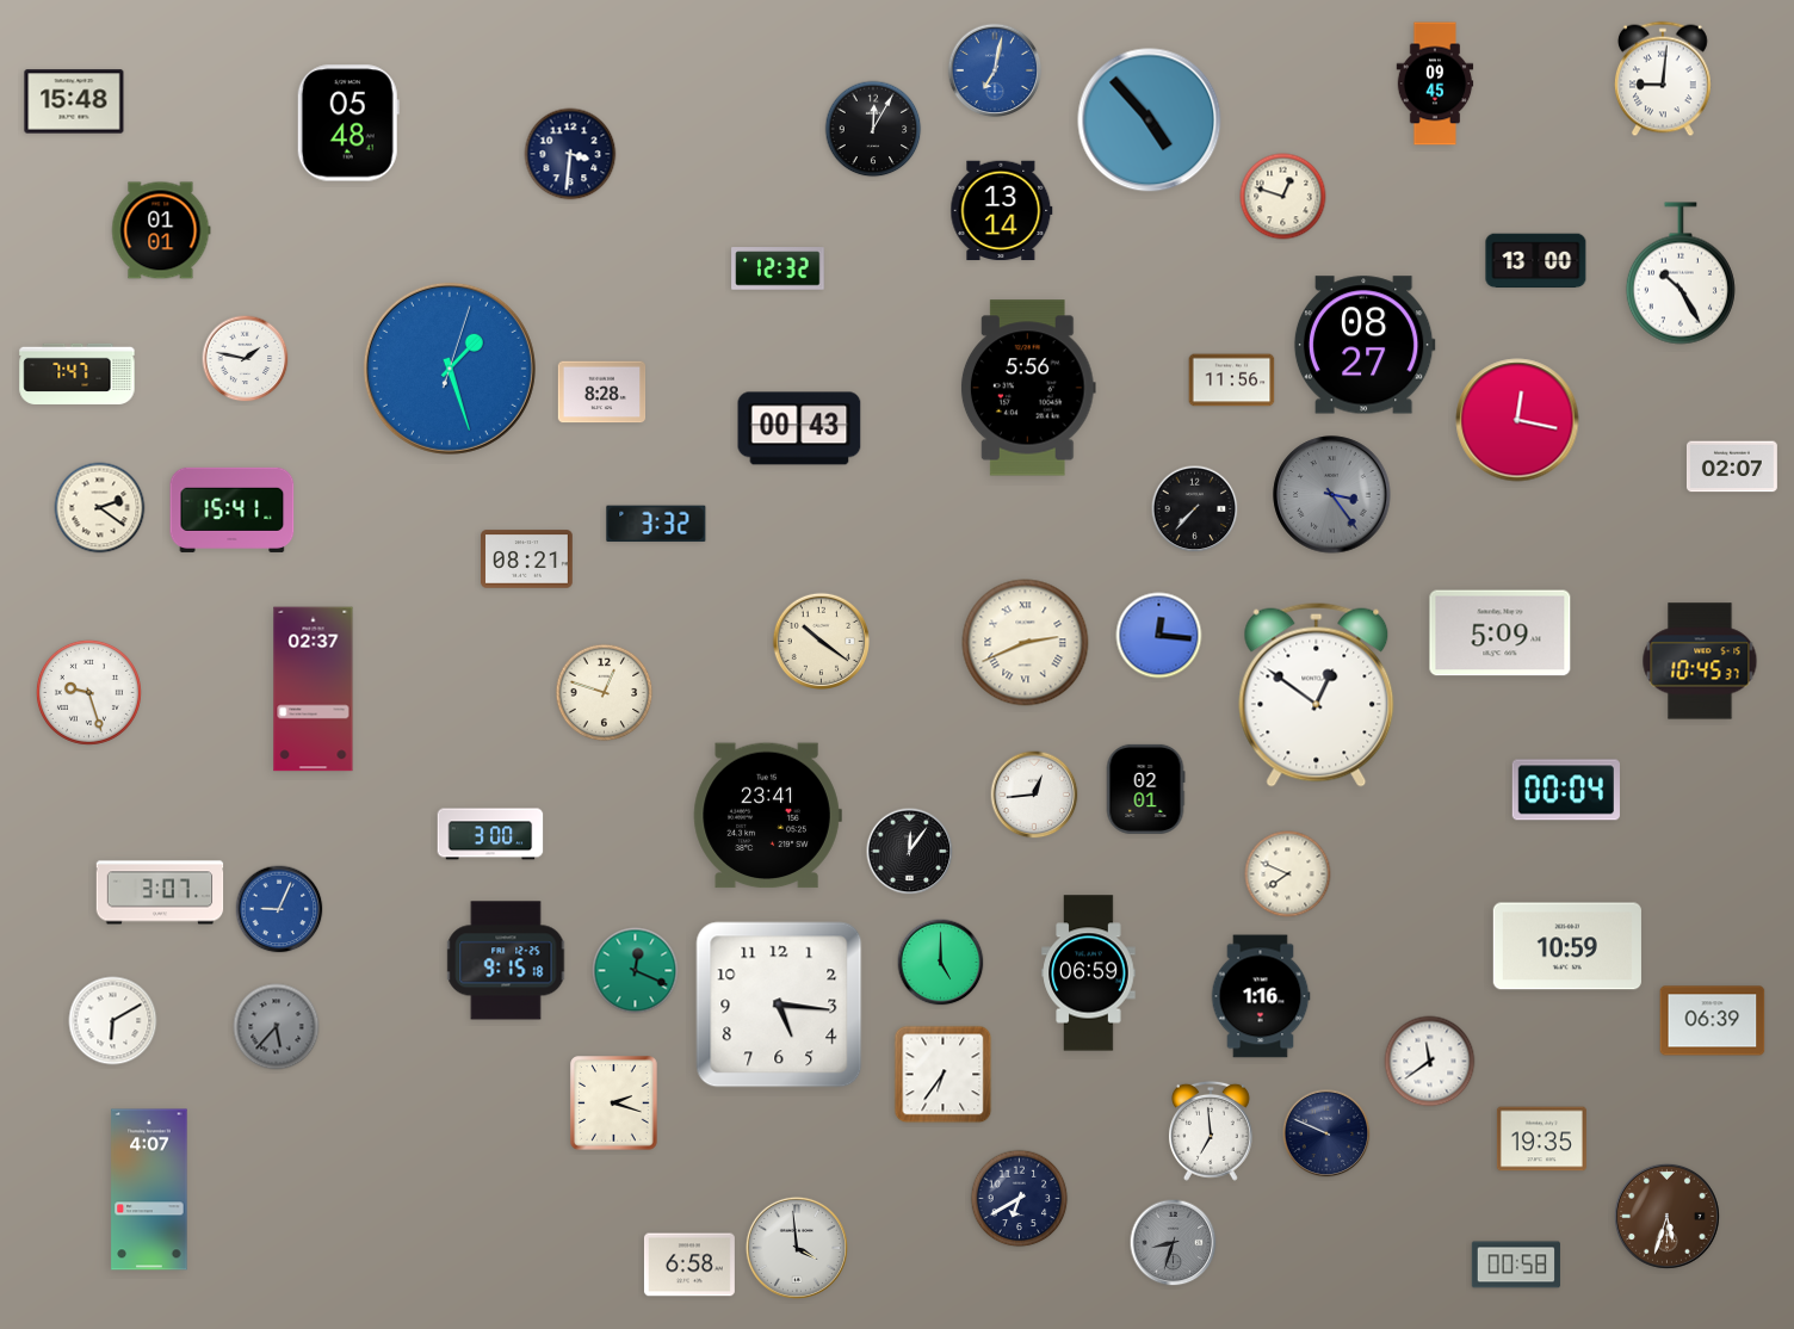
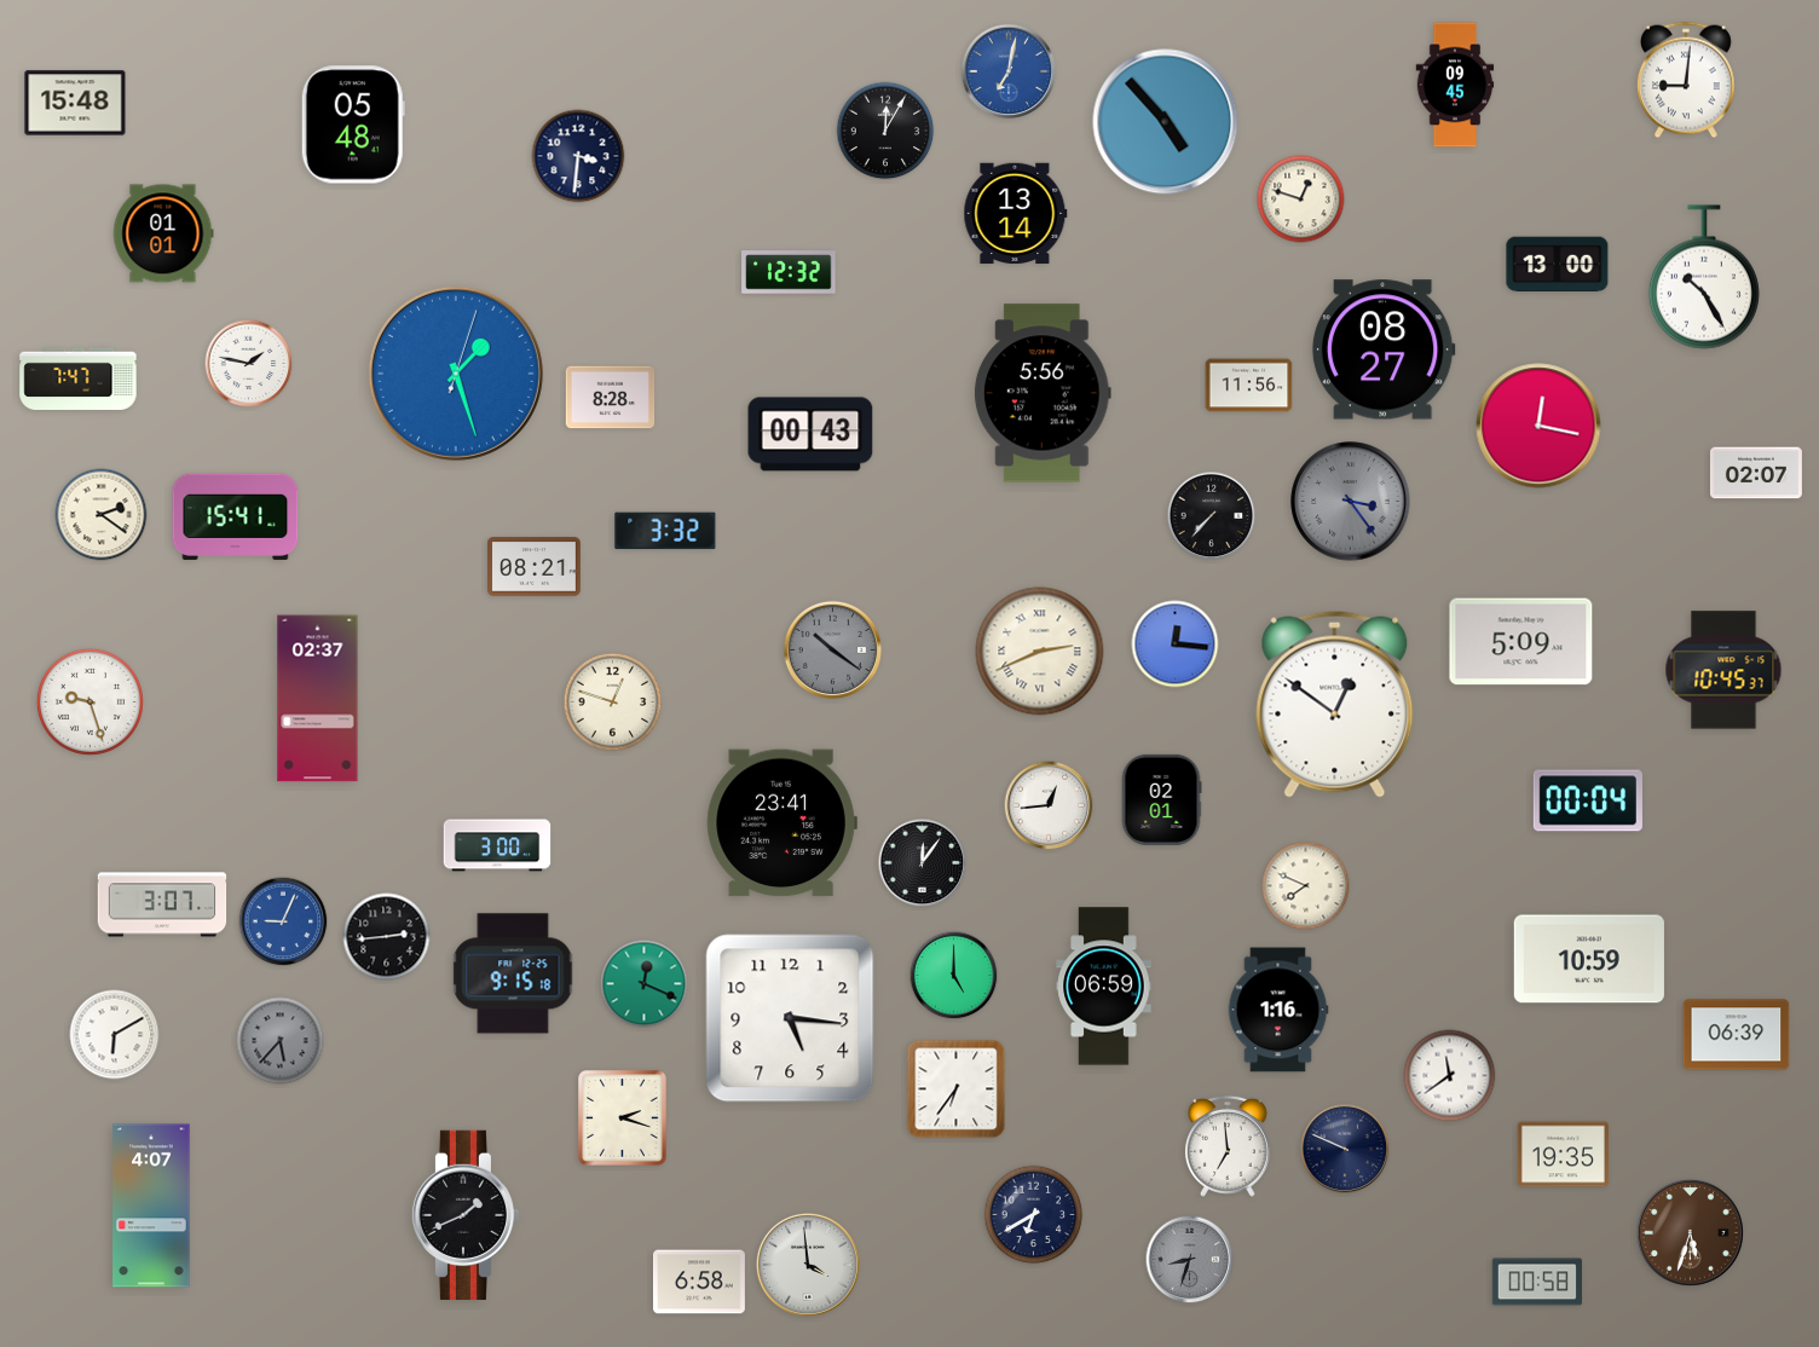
clock at (821, 641) dial: cream -> grey
clock at (767, 816) position: (767, 816) -> (781, 823)
clock at (387, 937): none -> 2:44
clock at (466, 1215): none -> 1:41
